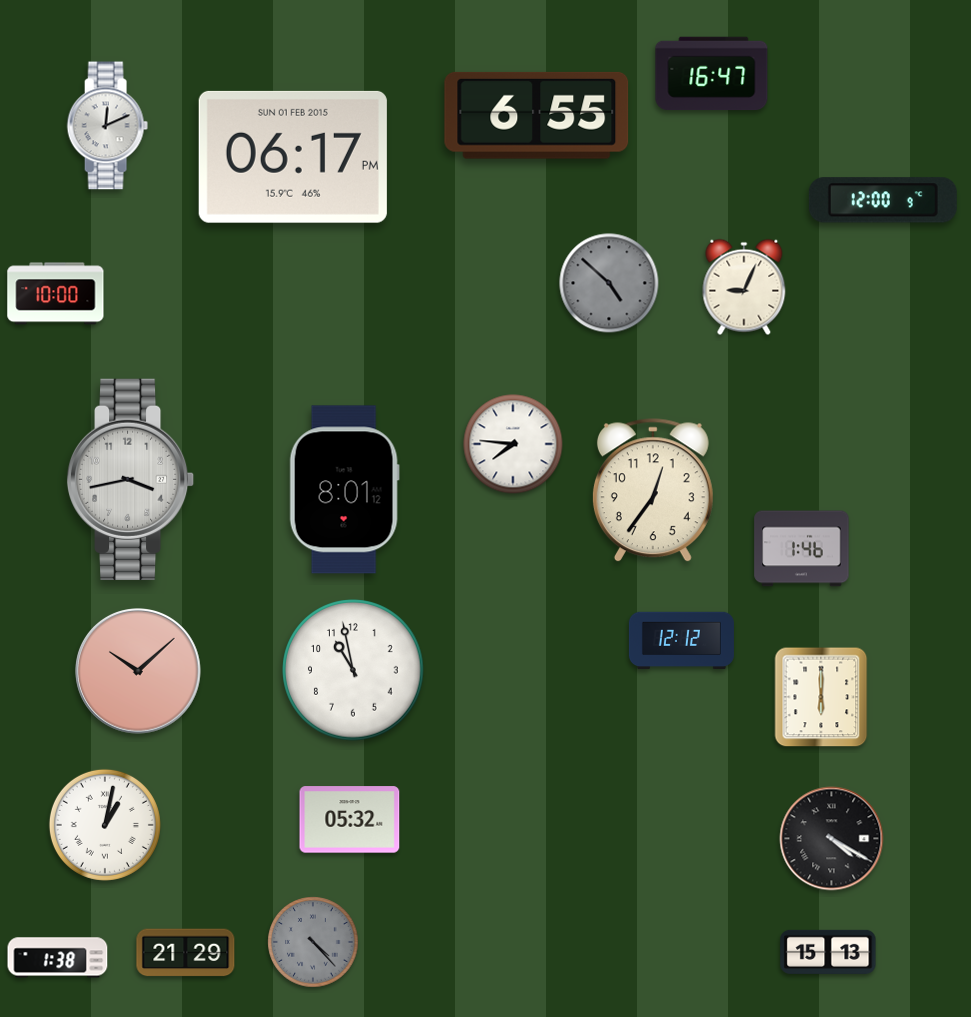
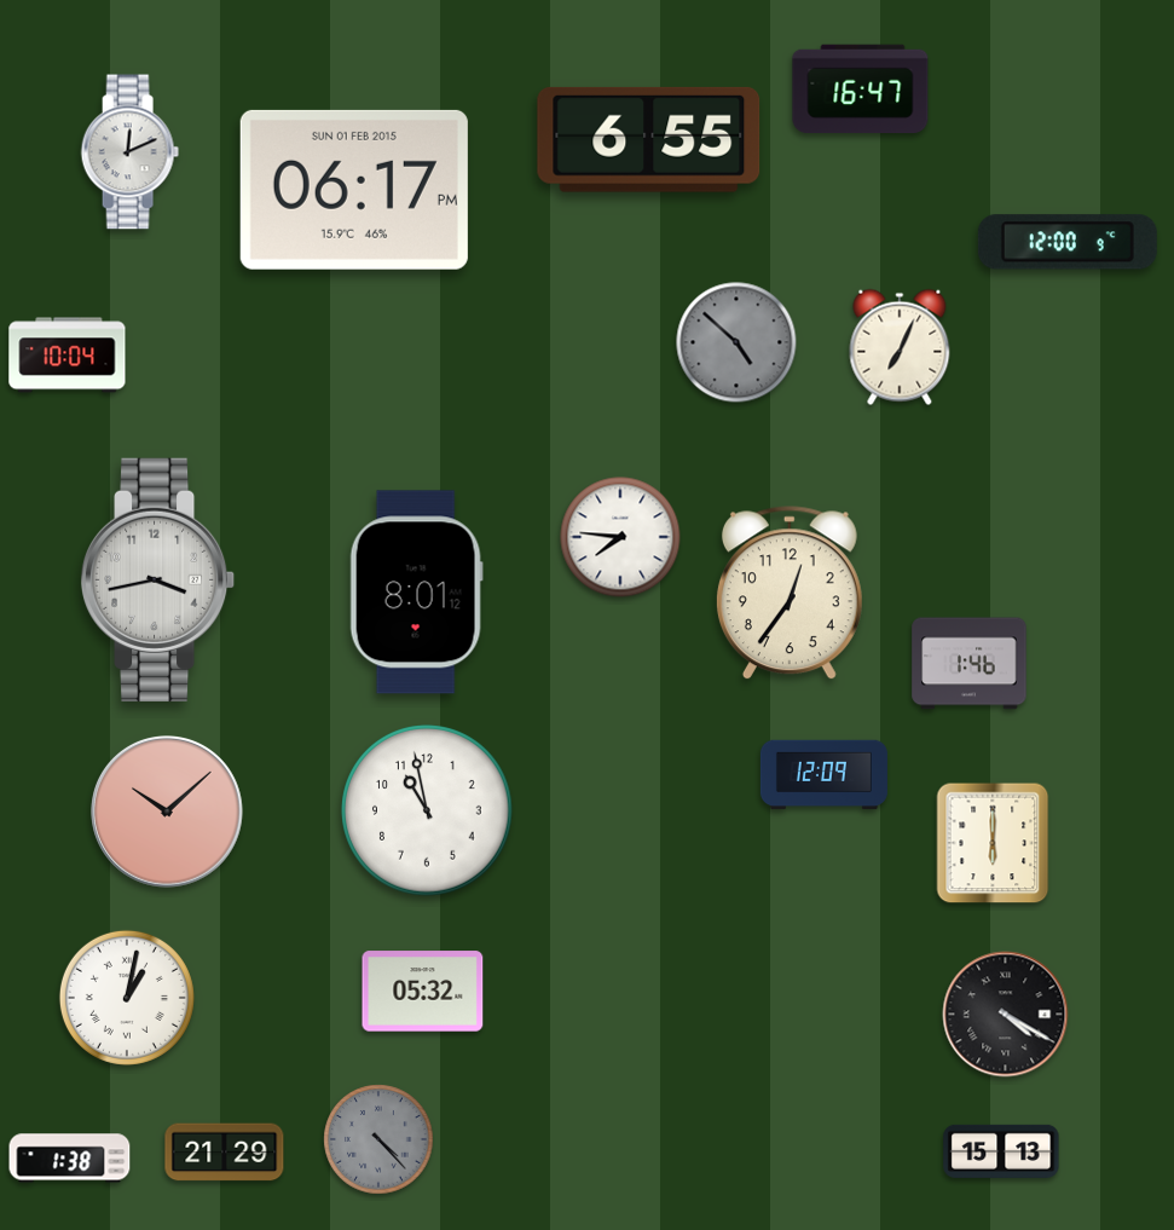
clock at (744, 287): 9:04 -> 7:04
clock at (56, 294): 10:00 -> 10:04
clock at (681, 641): 12:12 -> 12:09
